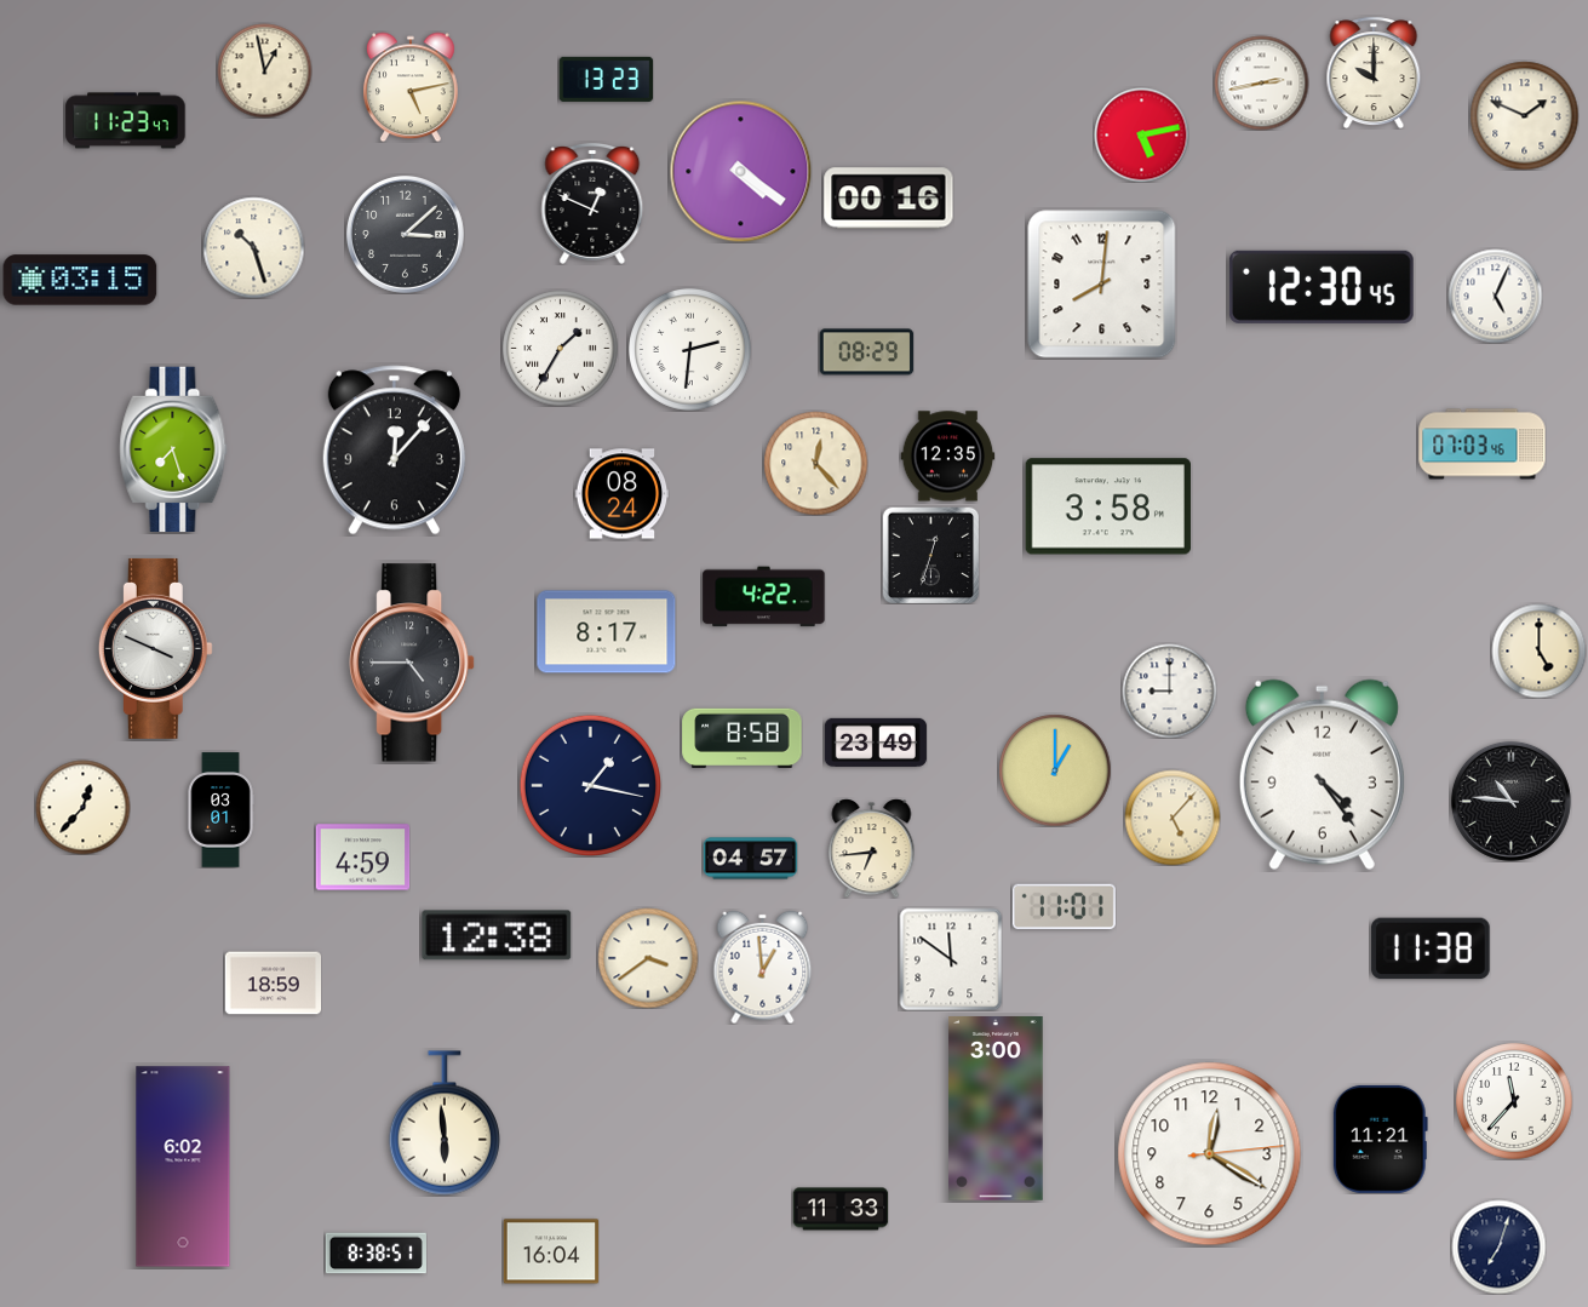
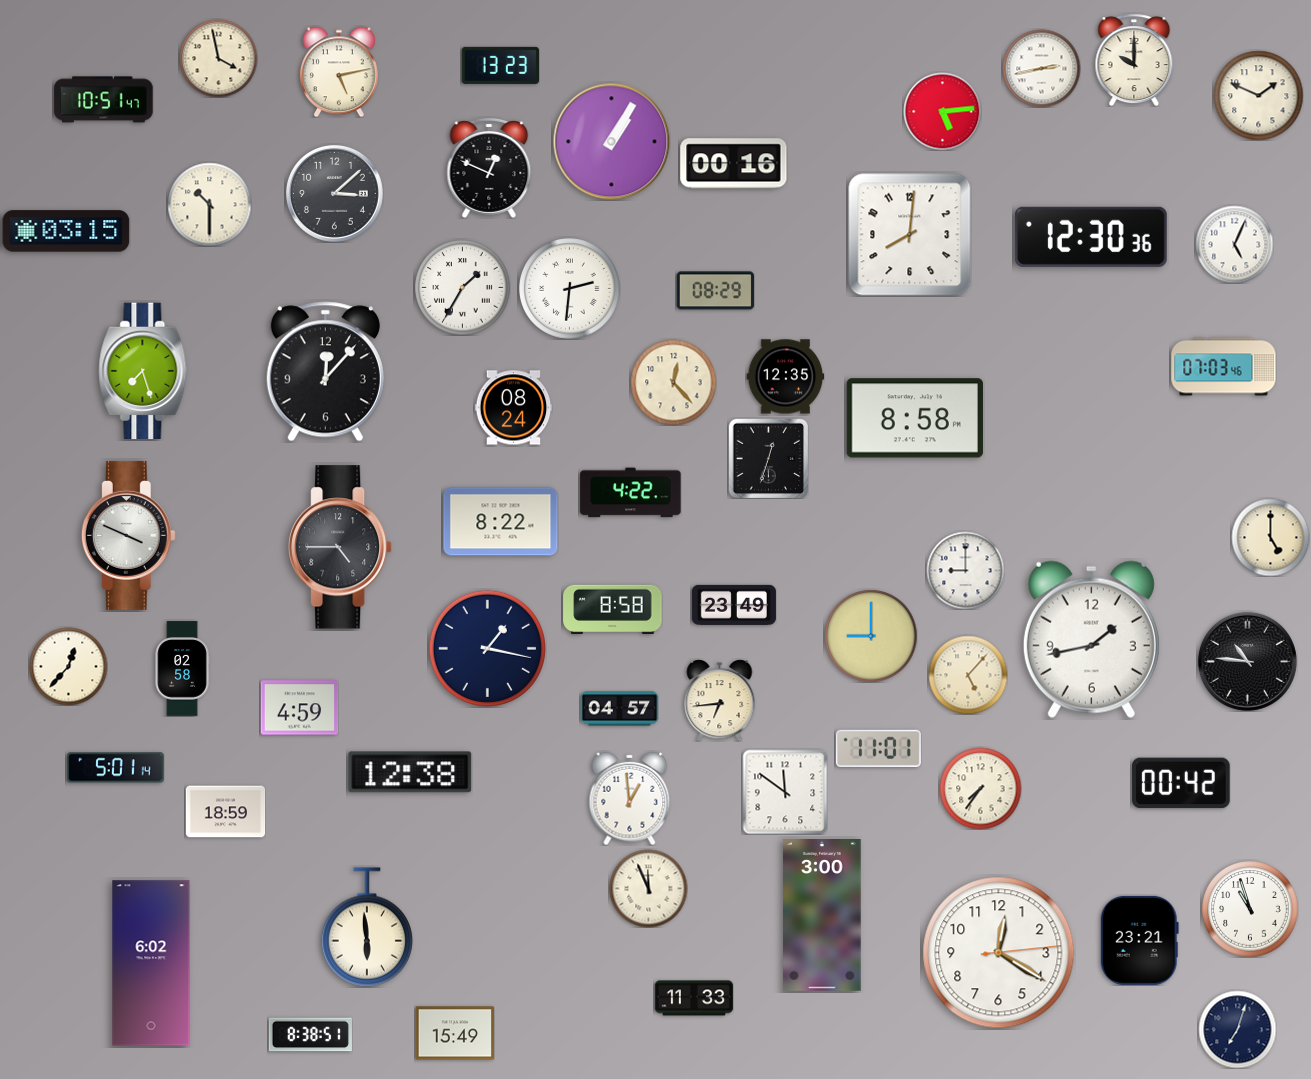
clock at (264, 70): 12:58 -> 3:58
clock at (126, 121): 11:23 -> 10:51
clock at (1141, 134): 5:13 -> 5:14
clock at (740, 171): 4:21 -> 1:05
clock at (253, 247): 10:27 -> 10:30
clock at (1322, 287): 12:30:45 -> 12:30:36
clock at (947, 457) position: (947, 457) -> (785, 377)
clock at (1108, 506): 3:58 -> 8:58
clock at (607, 632): 8:17 -> 8:22
clock at (876, 743) position: (876, 743) -> (734, 605)
clock at (1055, 770): 1:00 -> 9:00
clock at (1322, 774): 4:24 -> 1:43
clock at (220, 810): 03:01 -> 02:58
clock at (116, 768): none -> 5:01
clock at (1431, 948): 11:38 -> 00:42
clock at (980, 788): none -> 7:36
clock at (648, 958): 3:39 -> none
clock at (648, 888): none -> 11:56
clock at (1514, 1101): 11:37 -> 10:57
clock at (1380, 1139): 11:21 -> 23:21
clock at (551, 1251): 16:04 -> 15:49
